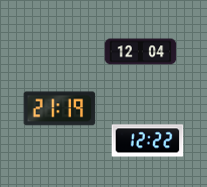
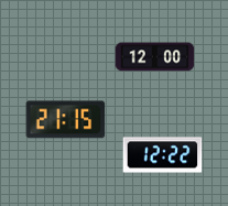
clock at (141, 52): 12:04 -> 12:00
clock at (60, 109): 21:19 -> 21:15
